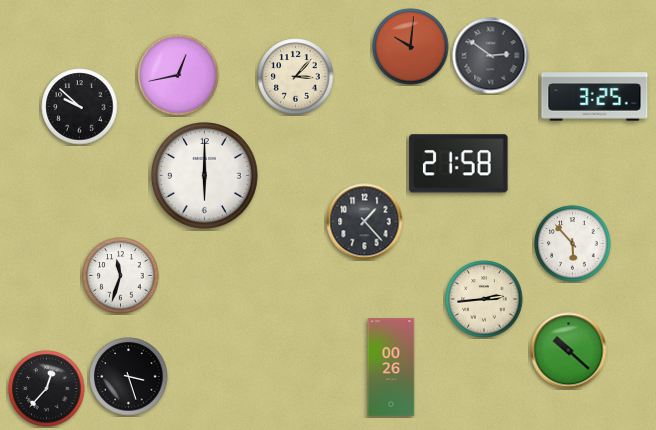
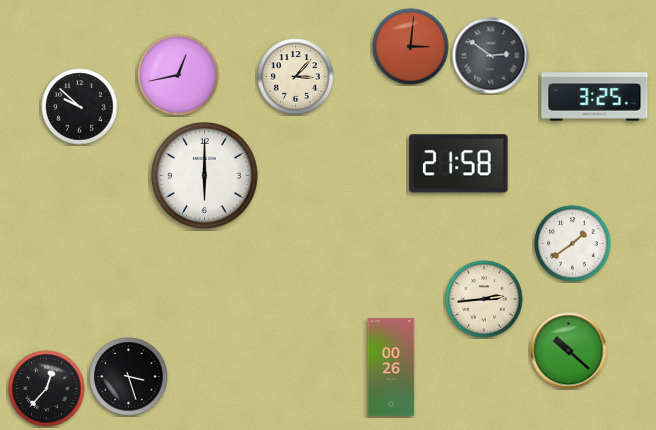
clock at (411, 47): 10:01 -> 3:01
clock at (365, 222): 1:23 -> none
clock at (573, 244): 5:53 -> 1:39
clock at (121, 276): 11:33 -> none
